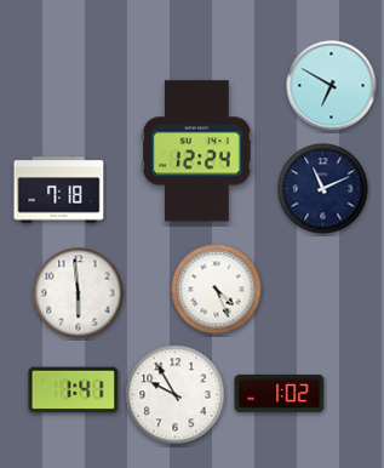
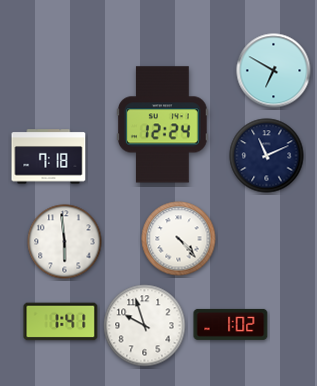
clock at (217, 290): 4:26 -> 4:23
clock at (176, 395): 9:55 -> 9:57
